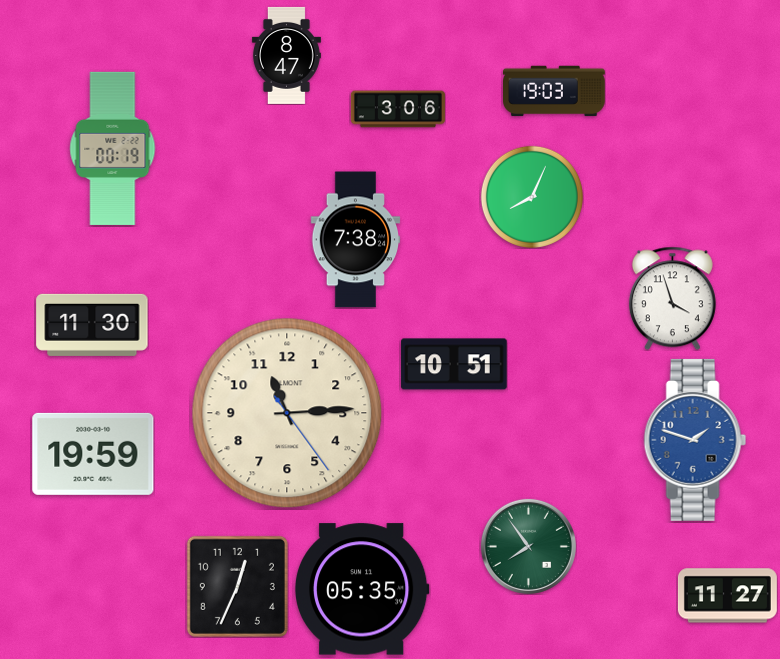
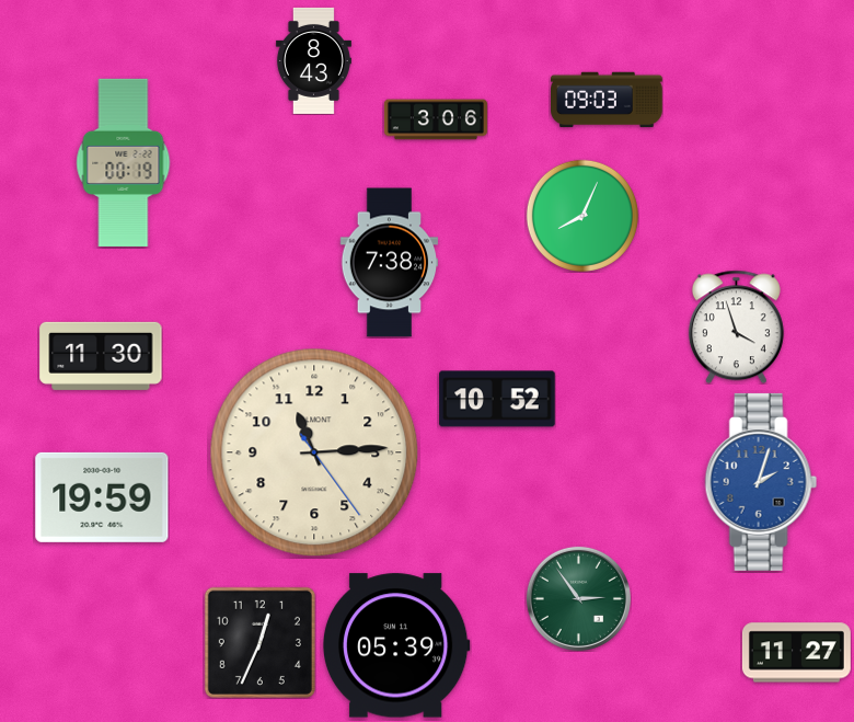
clock at (286, 55): 8:47 -> 8:43
clock at (555, 91): 19:03 -> 09:03
clock at (454, 364): 10:51 -> 10:52
clock at (695, 440): 1:48 -> 2:03
clock at (528, 546): 7:54 -> 2:54
clock at (362, 589): 05:35 -> 05:39
